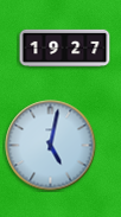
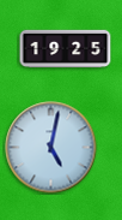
clock at (65, 49): 19:27 -> 19:25
